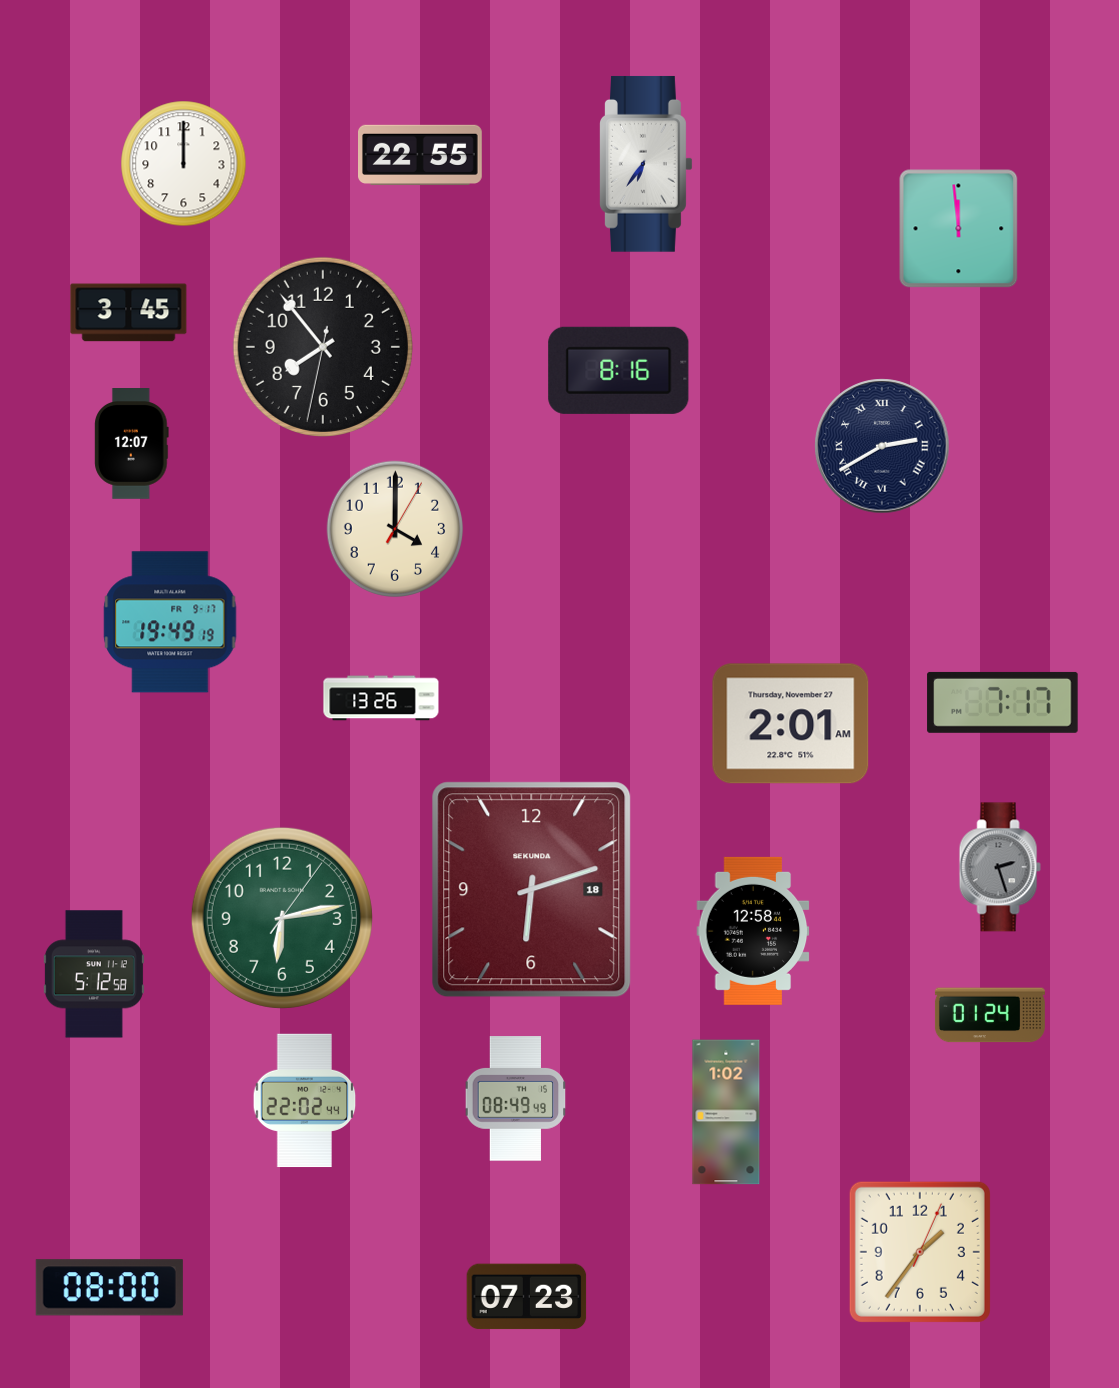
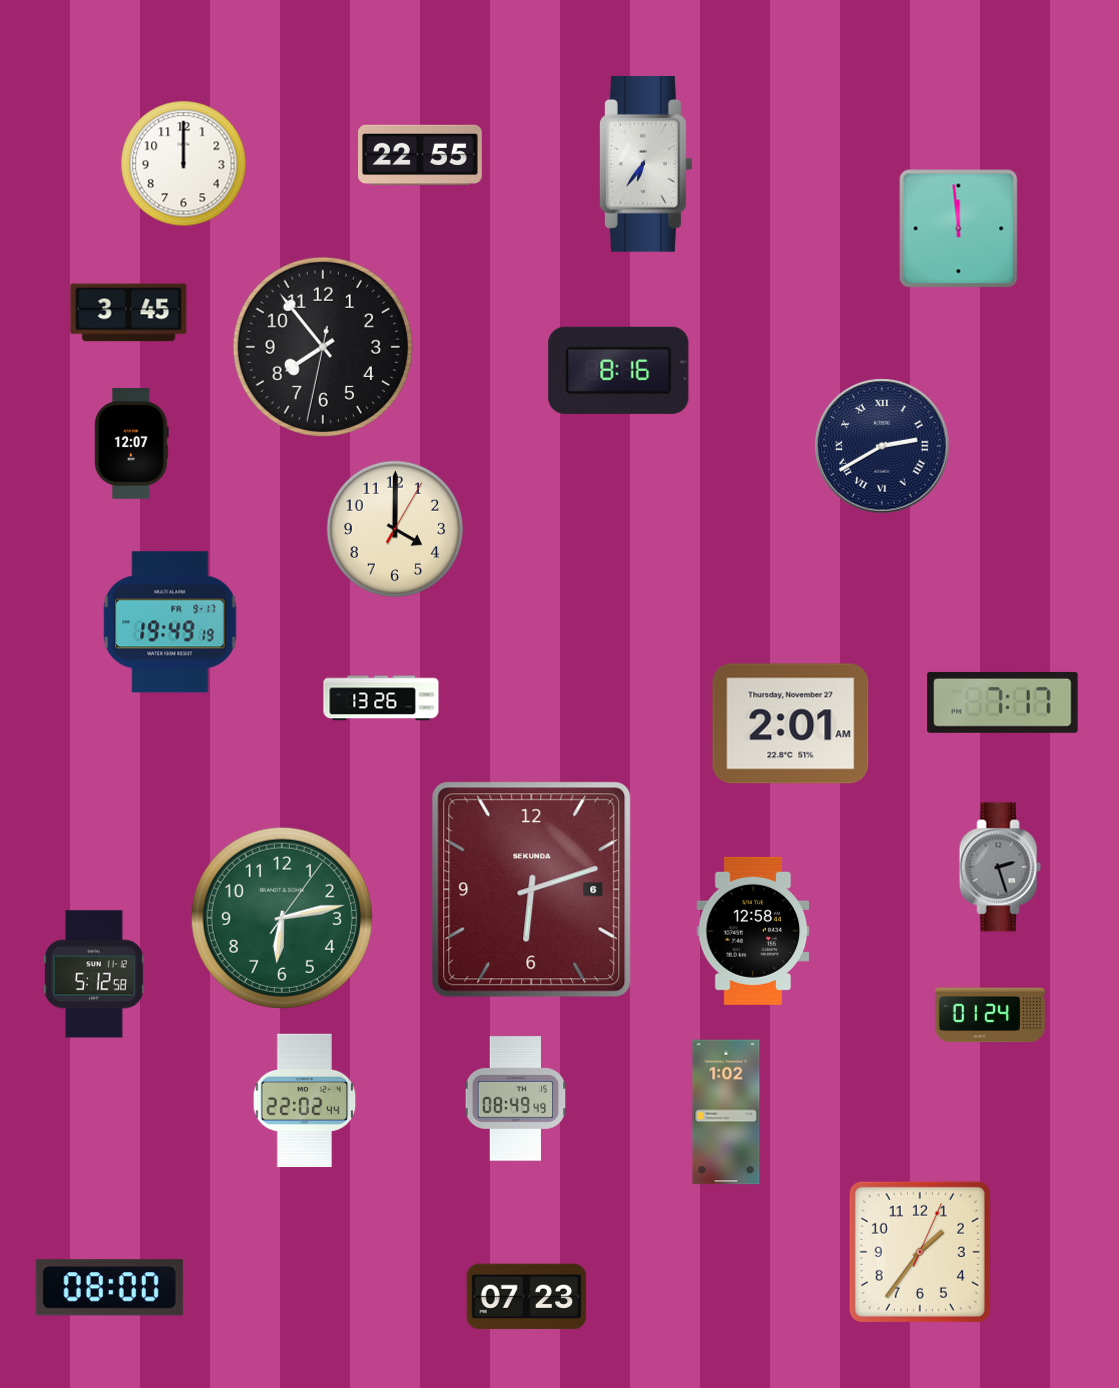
clock at (532, 890) date: 18 -> 6
